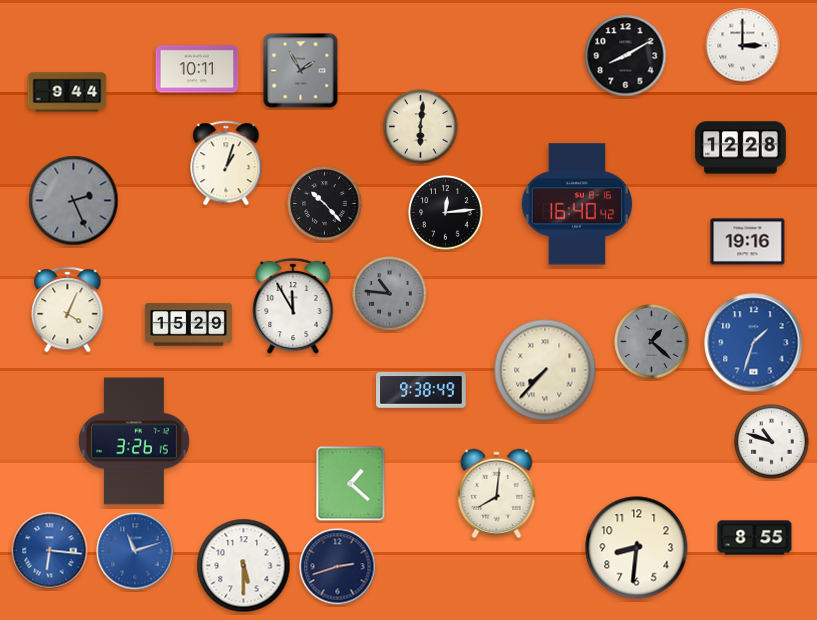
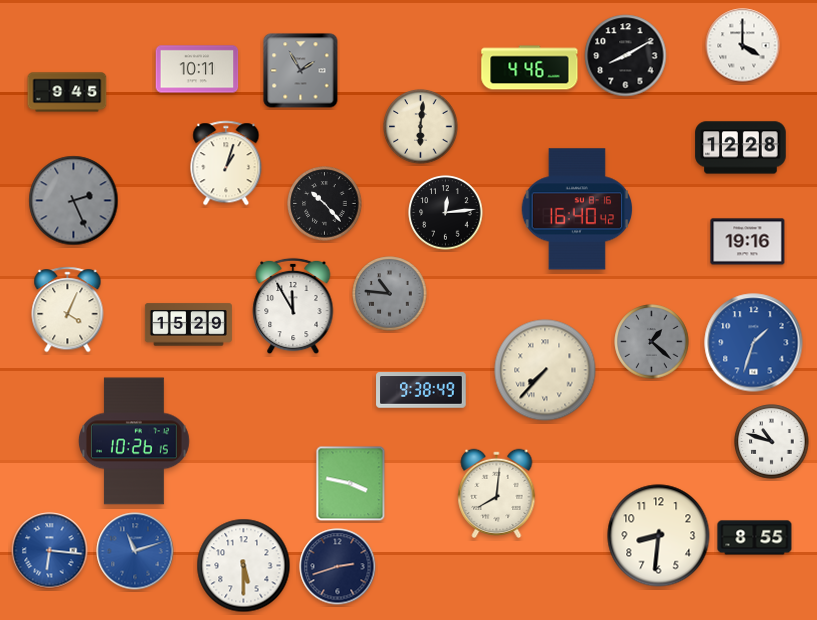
clock at (743, 46): 3:00 -> 4:00
clock at (530, 68): none -> 4:46
clock at (67, 92): 9:44 -> 9:45
clock at (577, 204) position: (577, 204) -> (577, 209)
clock at (135, 441): 3:26 -> 10:26
clock at (351, 484): 1:22 -> 3:47
clock at (637, 548) position: (637, 548) -> (659, 536)
